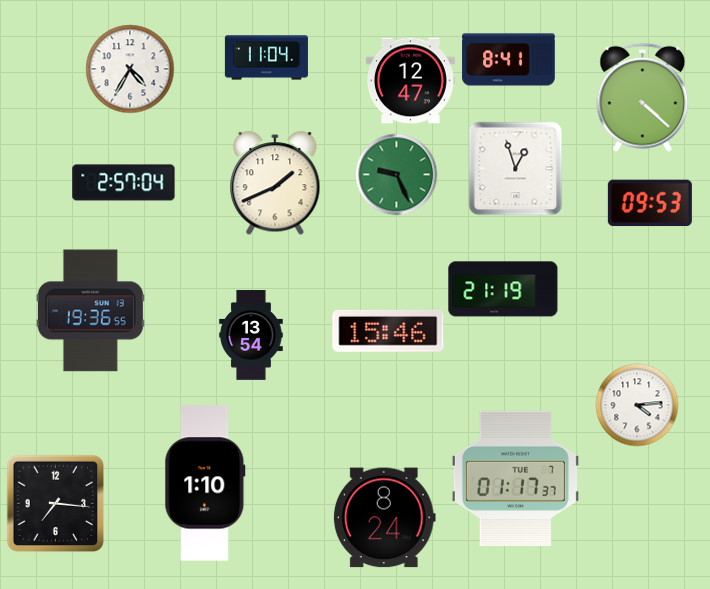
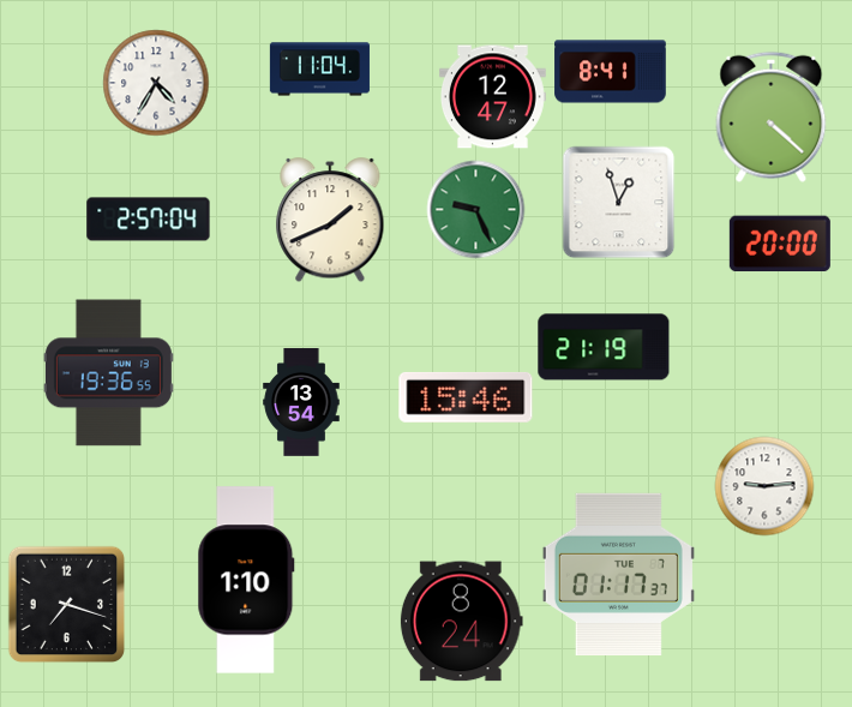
clock at (650, 203): 09:53 -> 20:00
clock at (637, 405): 4:14 -> 9:14
clock at (55, 503): 7:16 -> 7:18
